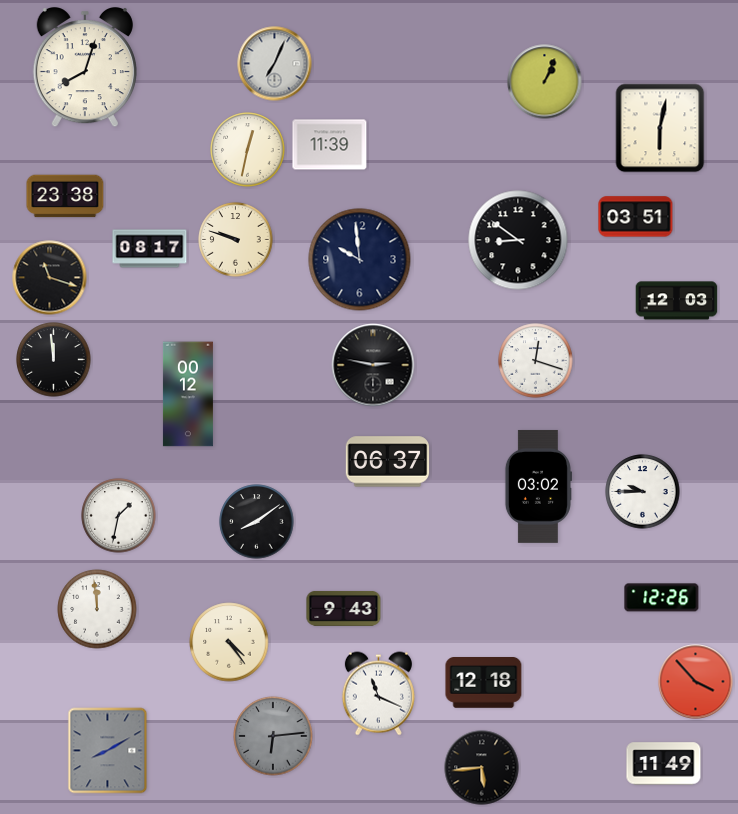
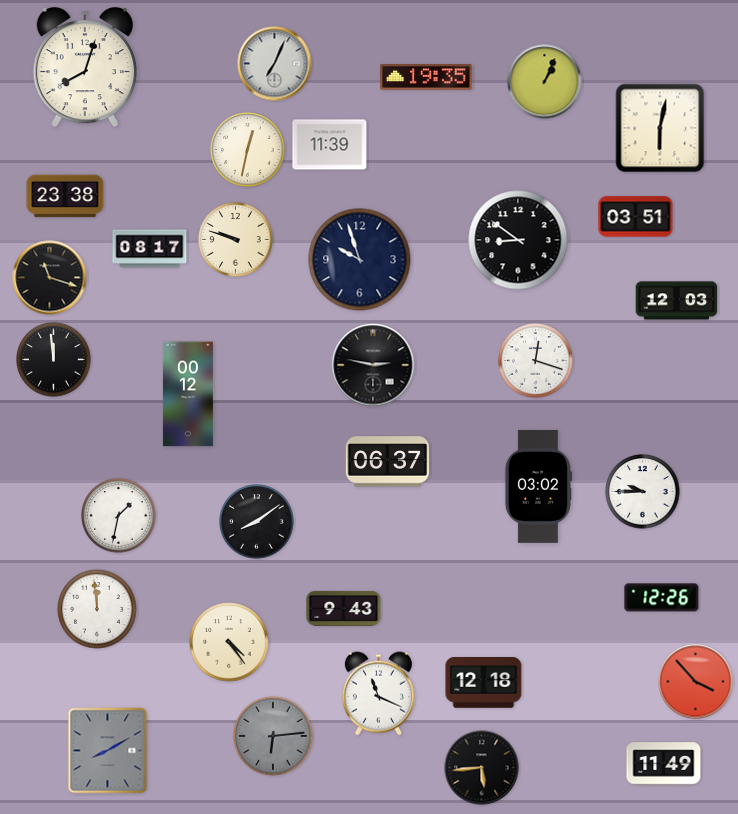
clock at (426, 77): none -> 19:35
clock at (360, 260): 9:59 -> 9:57
